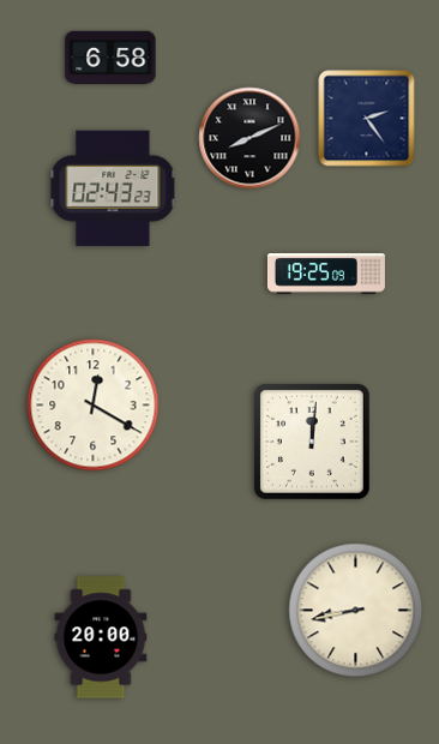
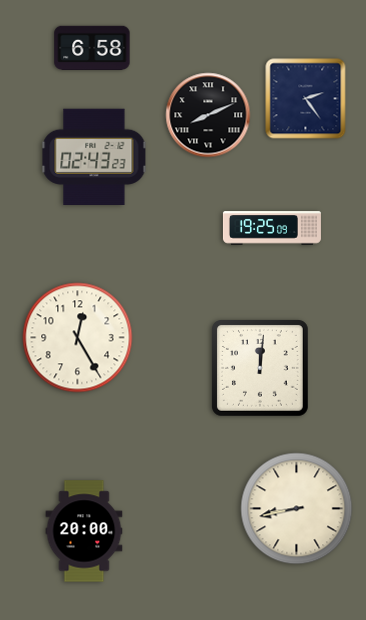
clock at (94, 406): 12:20 -> 12:25
